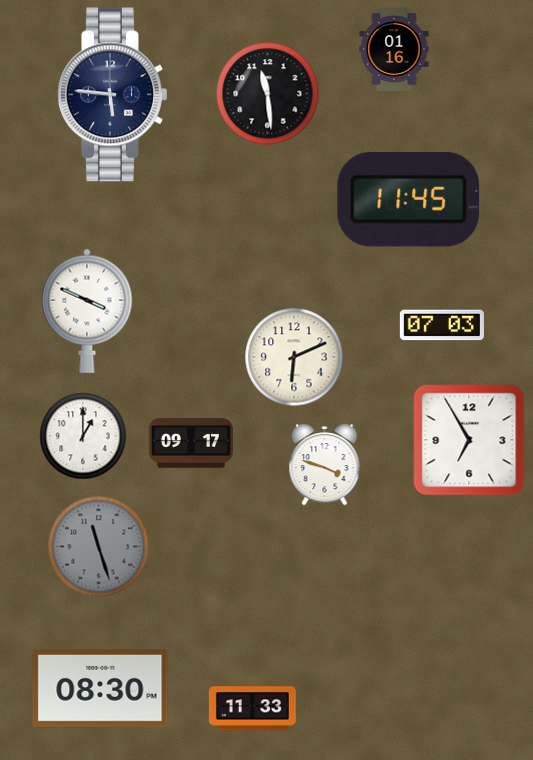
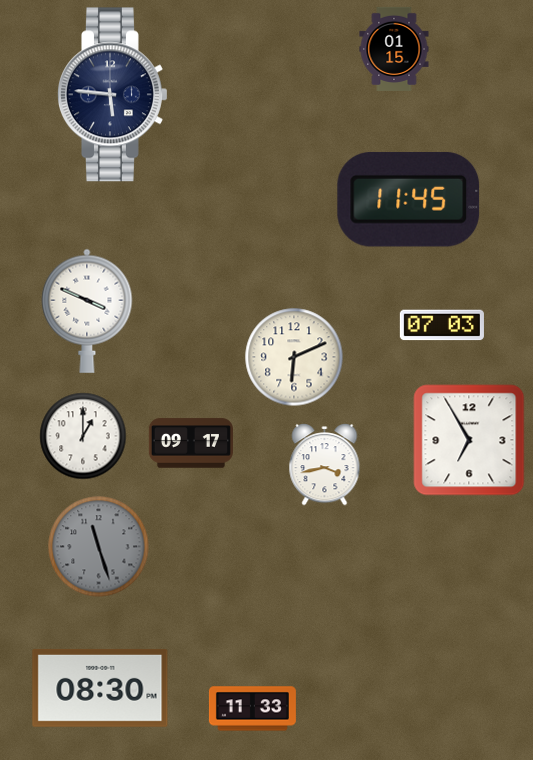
clock at (394, 49): 01:16 -> 01:15
clock at (268, 94): 11:29 -> none
clock at (325, 465): 3:48 -> 3:43
